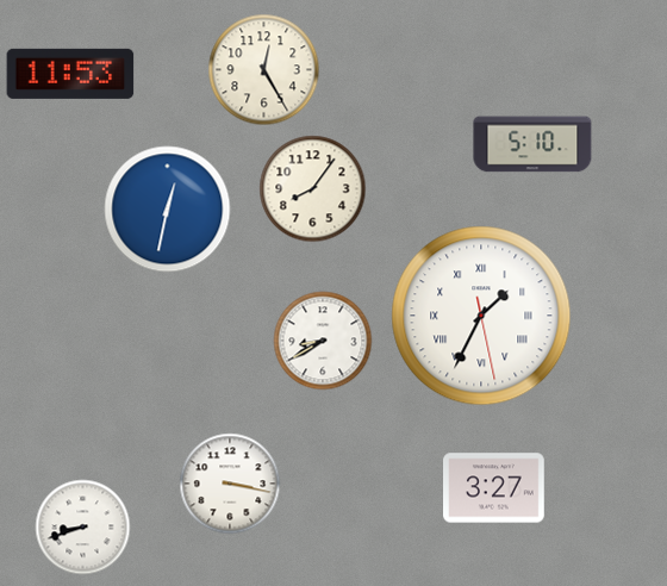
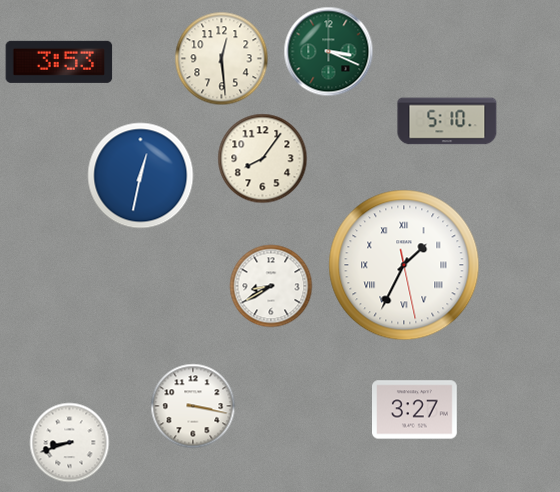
clock at (329, 52): none -> 3:19
clock at (264, 70): 12:25 -> 12:29
clock at (70, 74): 11:53 -> 3:53
